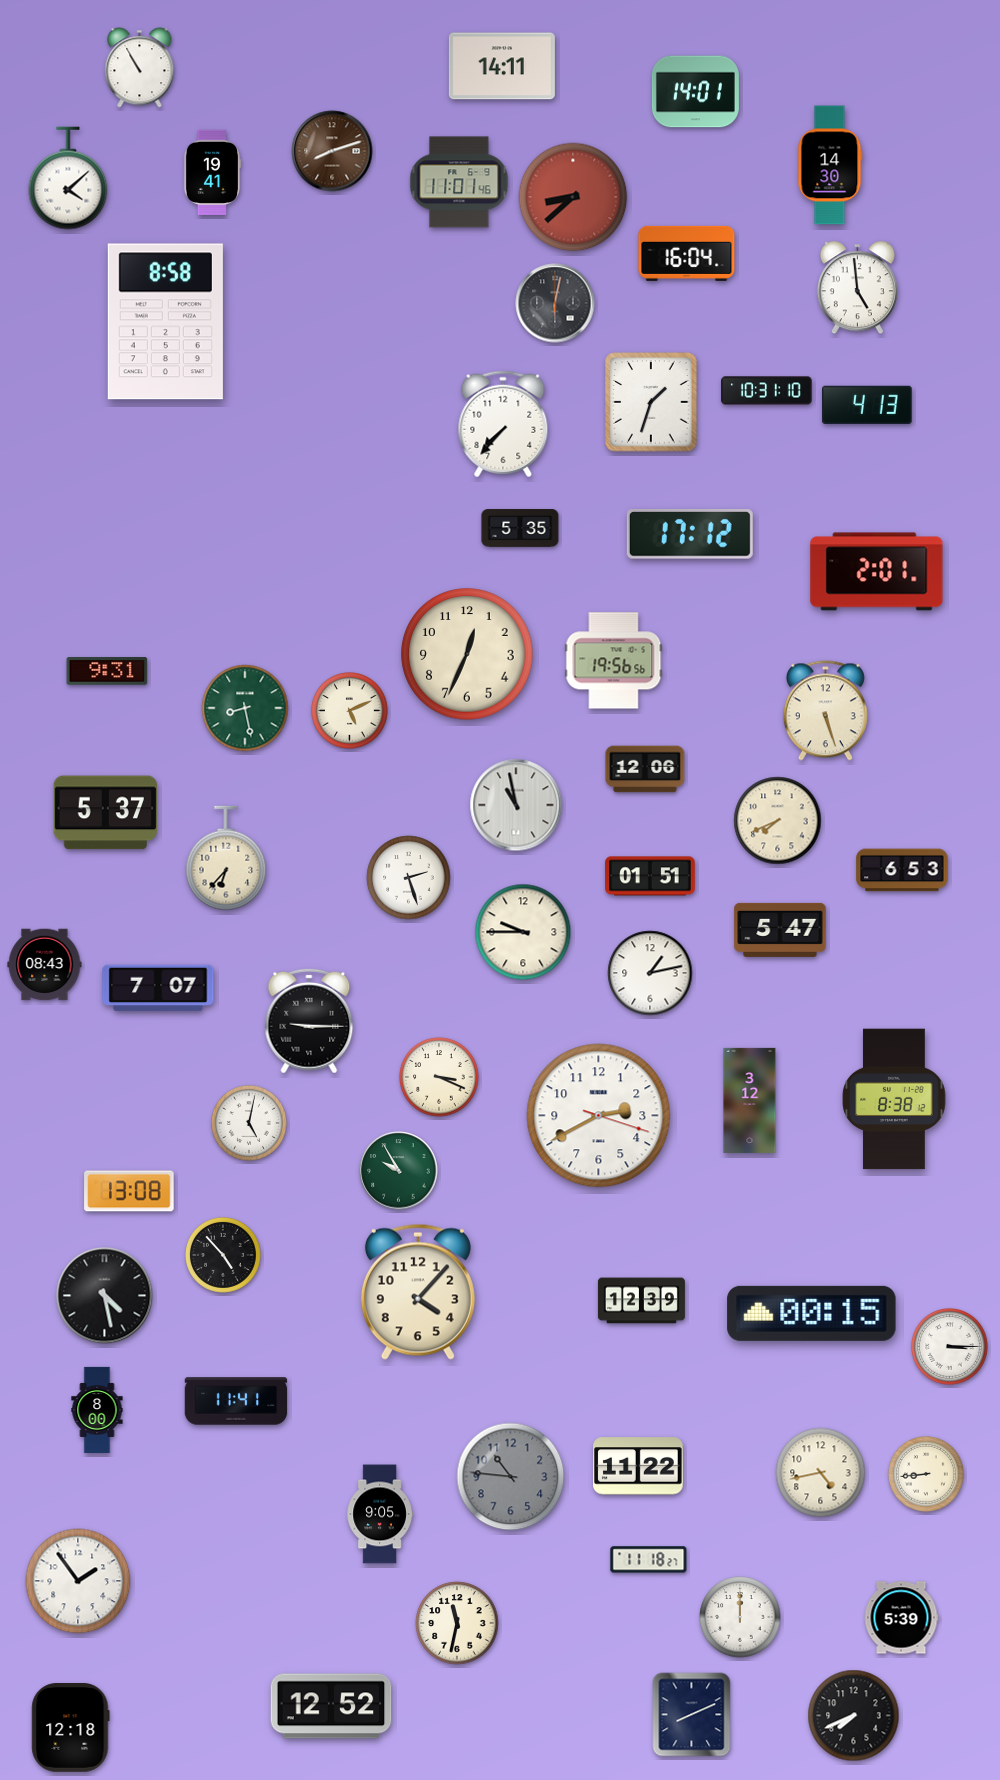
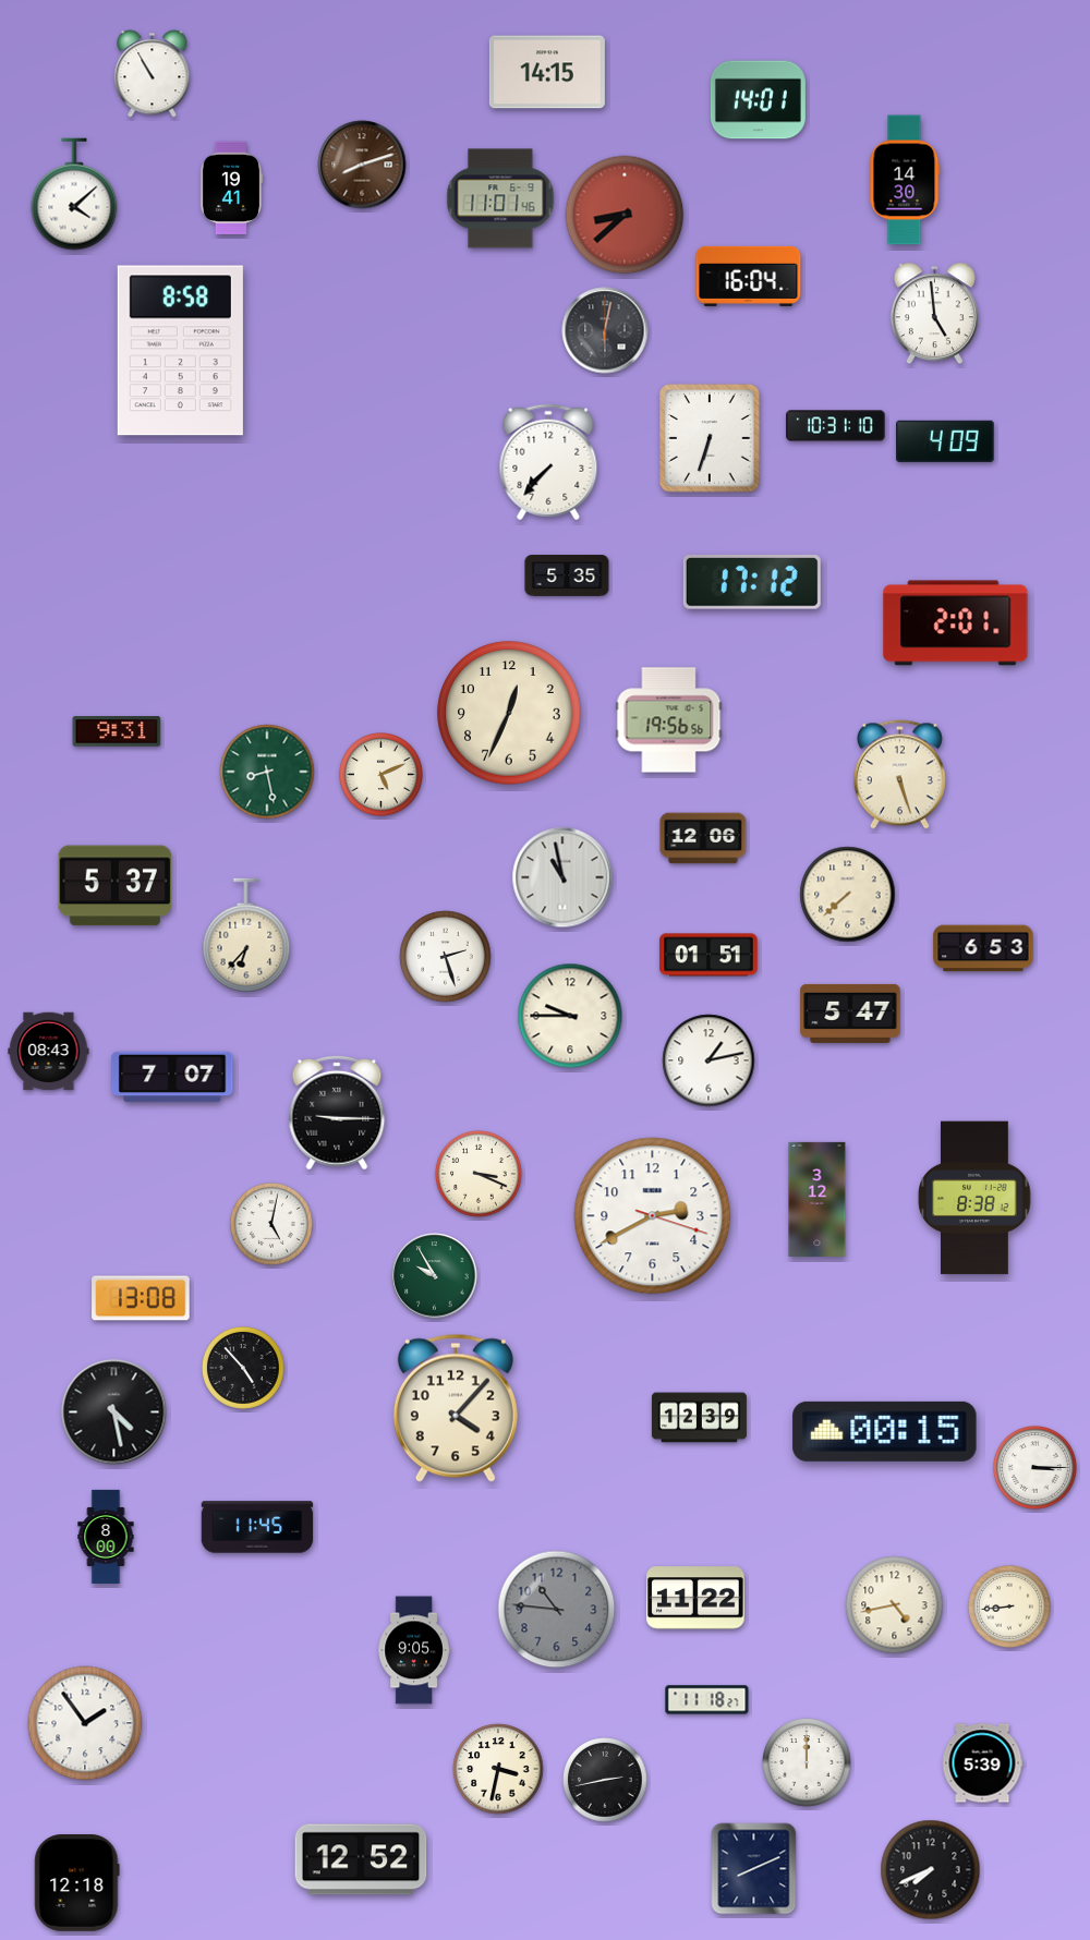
clock at (502, 66): 14:11 -> 14:15
clock at (651, 402): 1:33 -> 6:33
clock at (867, 404): 4:13 -> 4:09
clock at (778, 821): 7:41 -> 7:38
clock at (236, 1401): 11:41 -> 11:45
clock at (457, 1623): 11:32 -> 3:32
clock at (605, 1780): none -> 2:43
